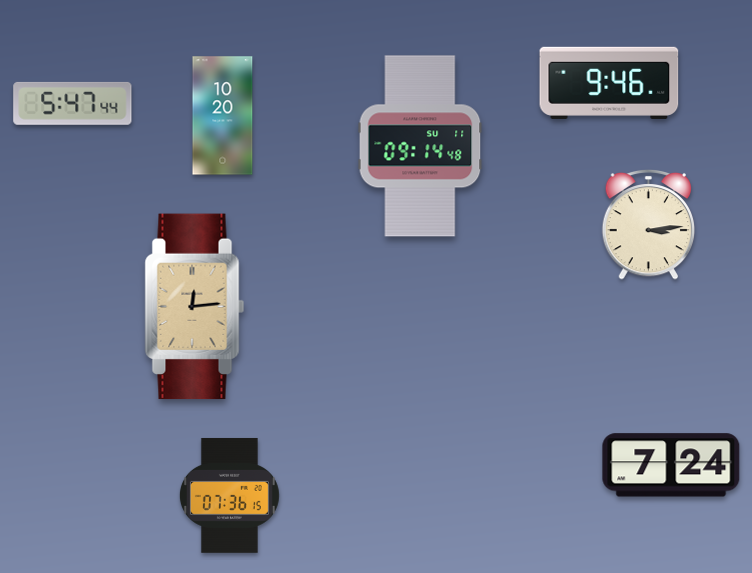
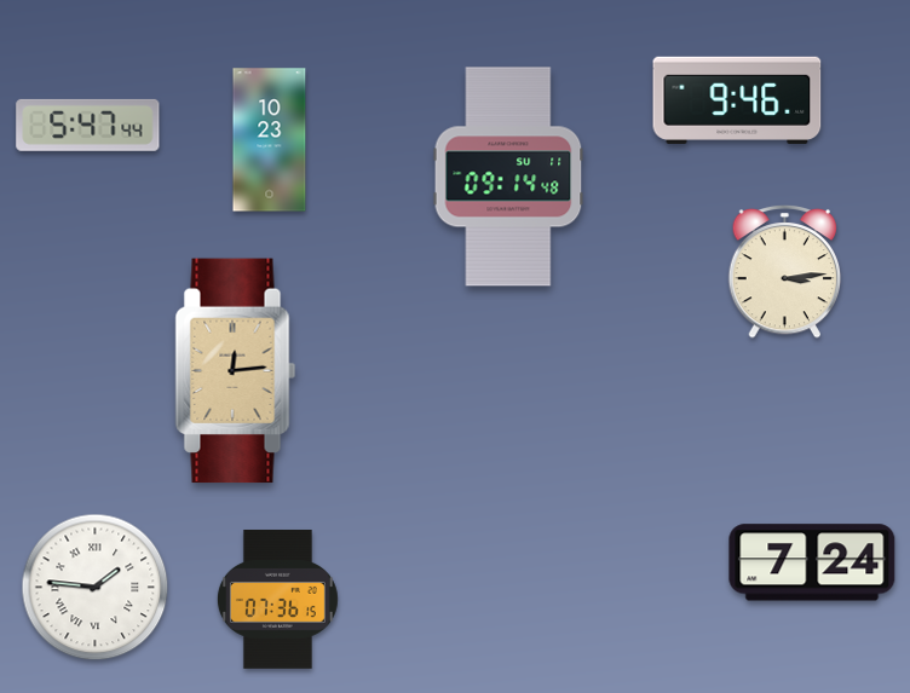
clock at (223, 116): 10:20 -> 10:23
clock at (96, 588): none -> 1:46
